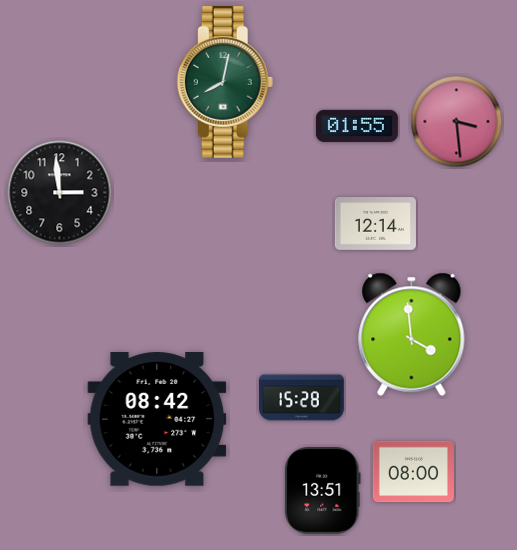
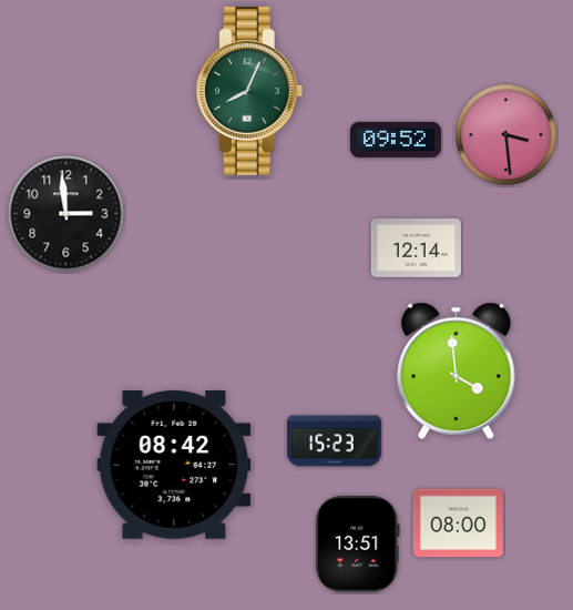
clock at (225, 82): 8:02 -> 8:04
clock at (357, 126): 01:55 -> 09:52
clock at (302, 398): 15:28 -> 15:23
